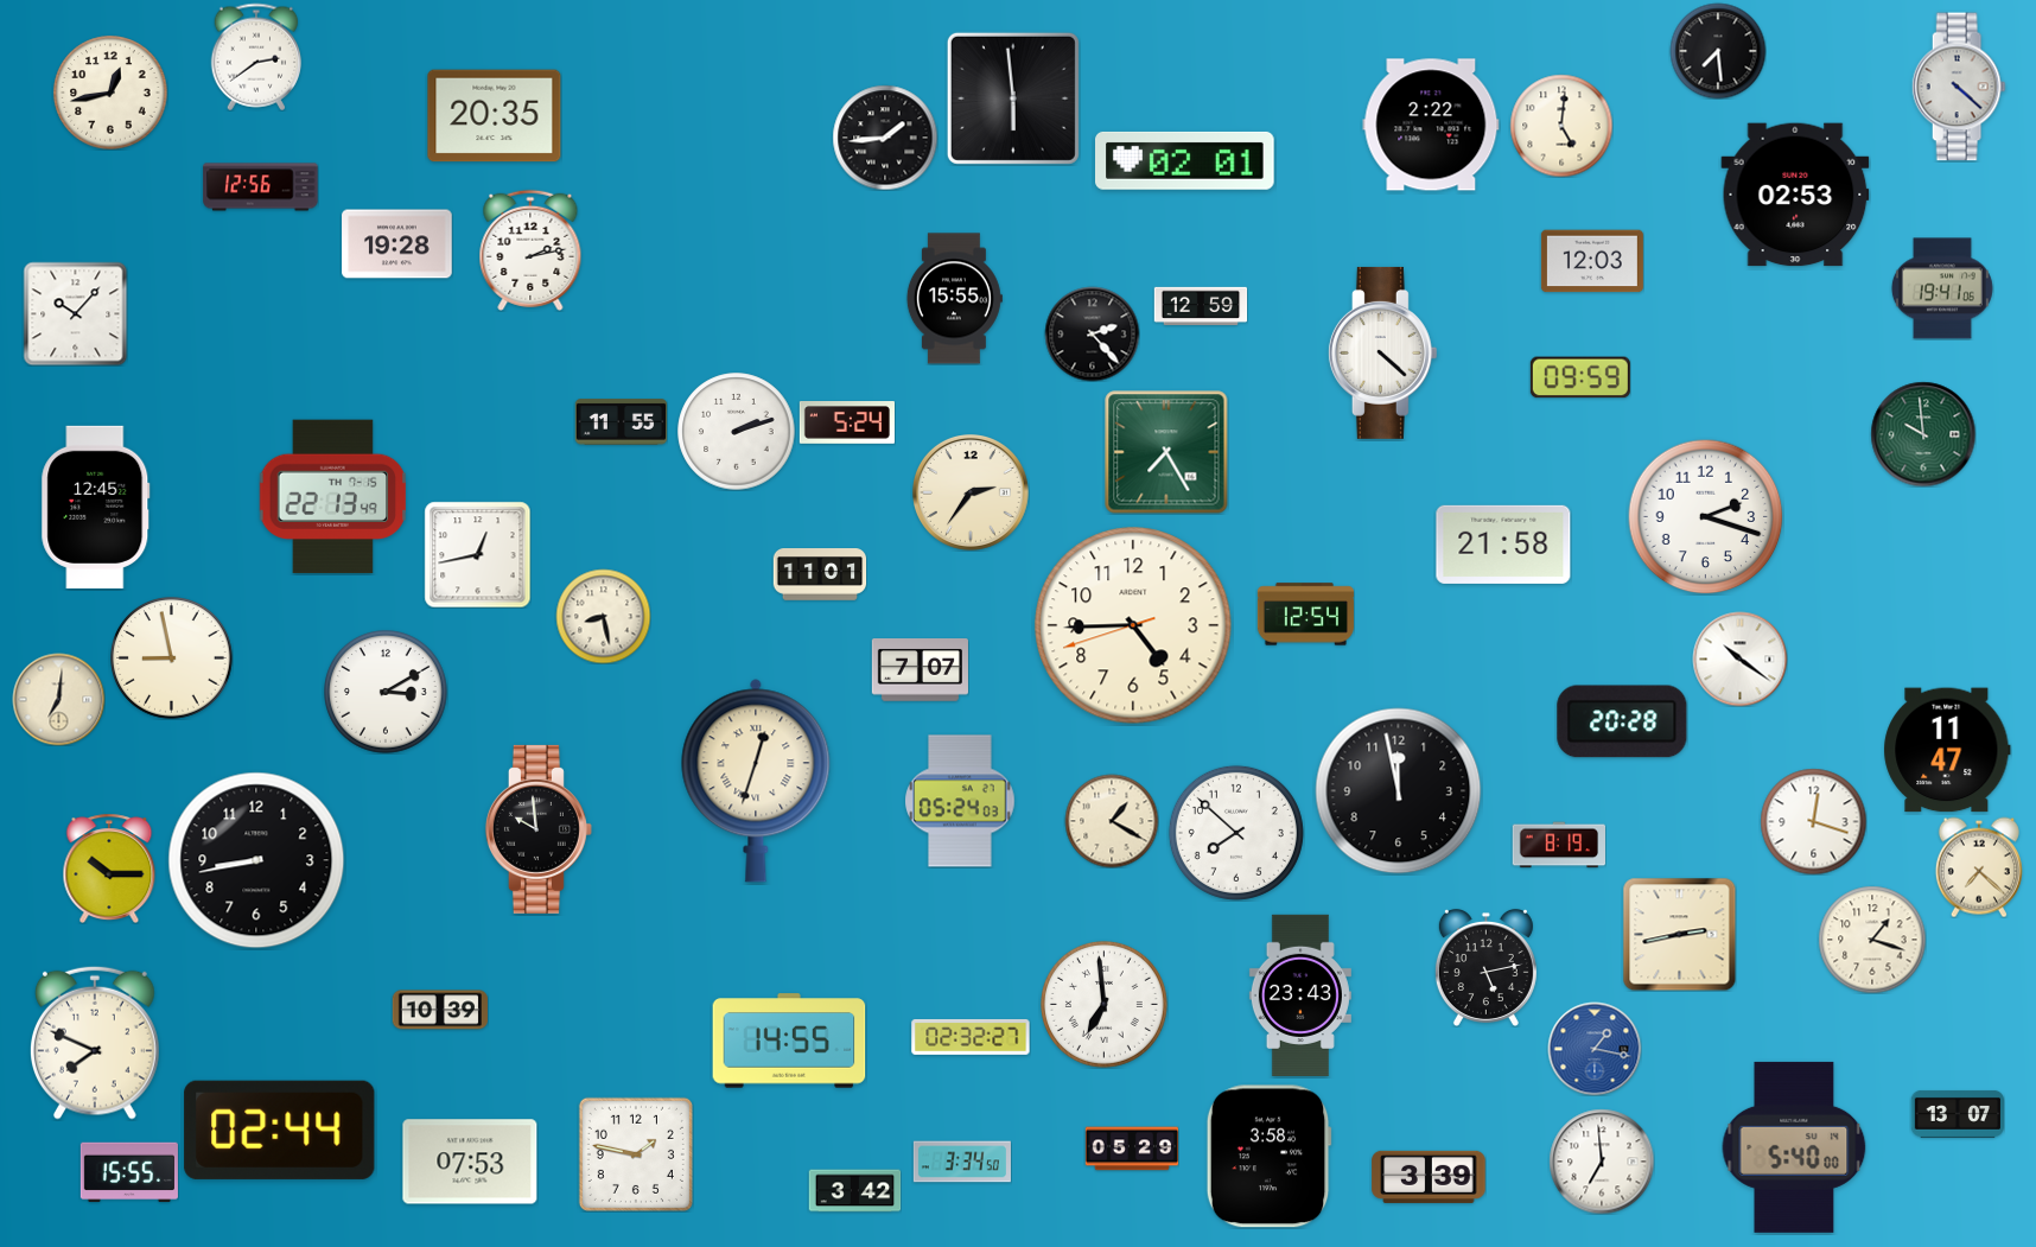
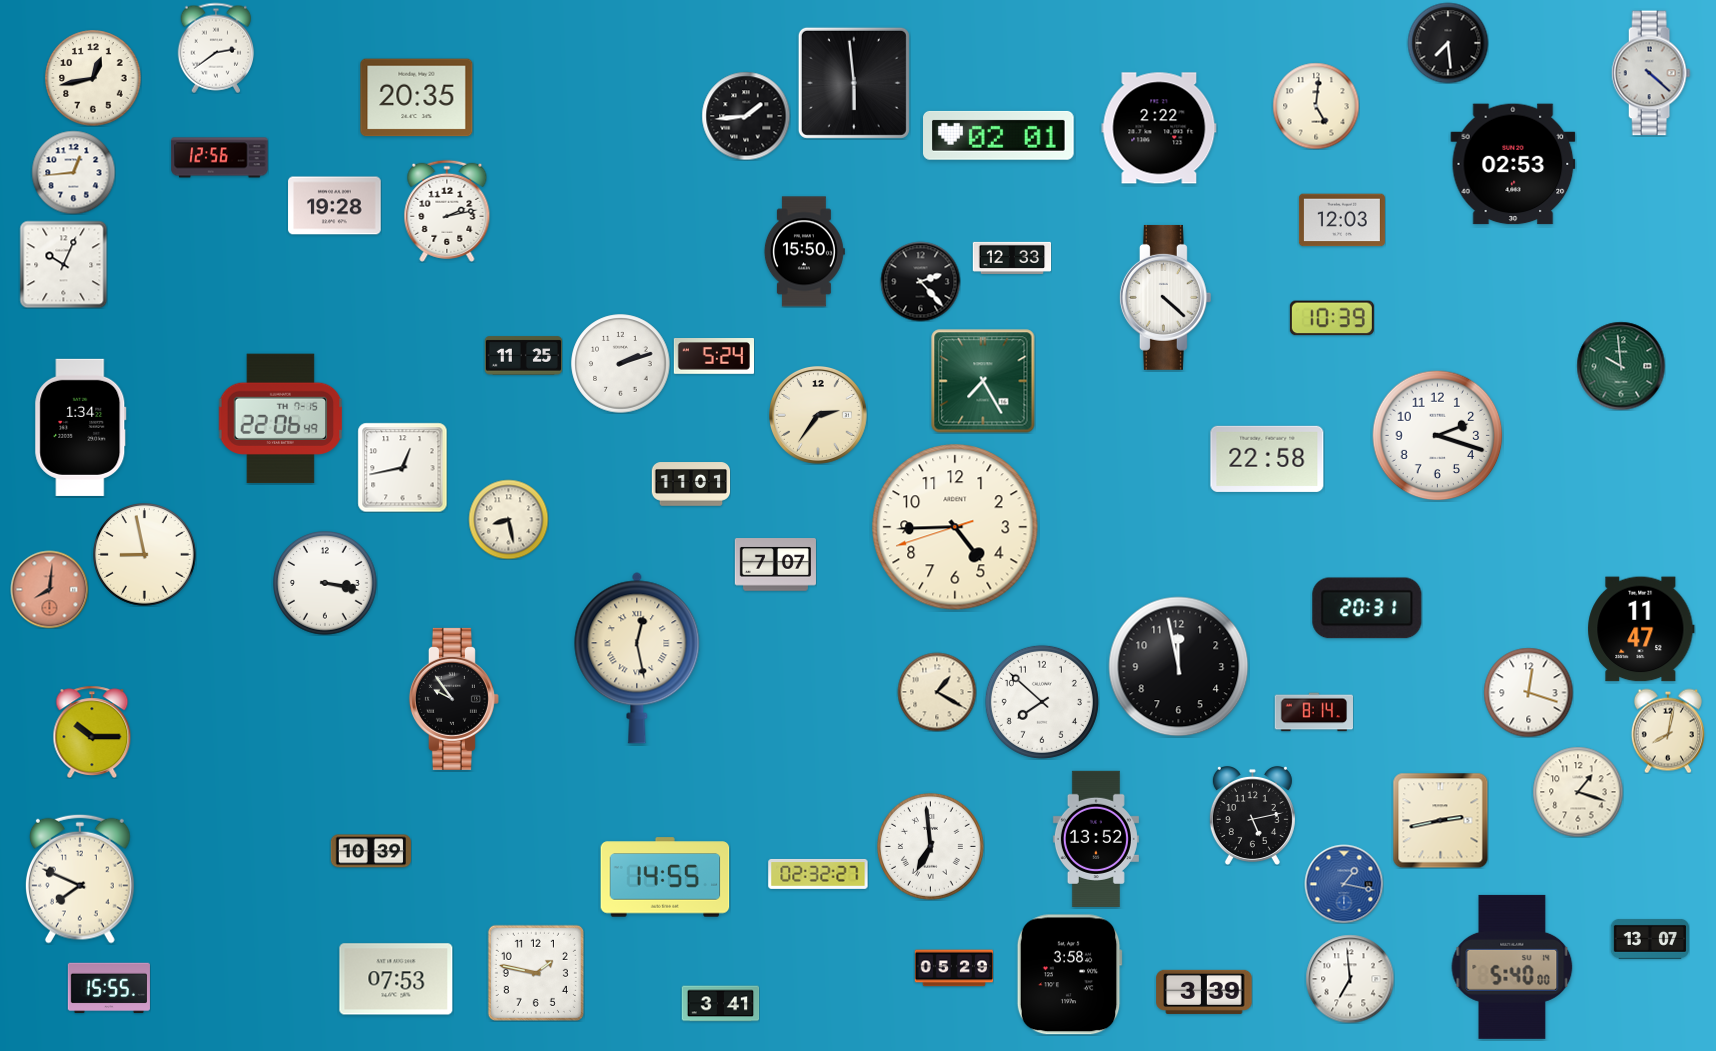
clock at (1431, 125) position: (1431, 125) -> (1159, 128)
clock at (73, 172): none -> 12:44
clock at (1942, 288): 19:41 -> none
clock at (954, 299): 15:55 -> 15:50
clock at (1201, 306): 12:59 -> 12:33
clock at (75, 313): 10:07 -> 10:04
clock at (1580, 377): 09:59 -> 10:39
clock at (621, 422): 11:55 -> 11:25
clock at (333, 497): 22:13 -> 22:06
clock at (96, 507): 12:45 -> 1:34
clock at (1503, 545): 21:58 -> 22:58
clock at (1305, 615): 12:54 -> none
clock at (1739, 659): 10:21 -> none
clock at (387, 693): 3:10 -> 3:17
clock at (58, 699): 7:01 -> 8:01
clock at (58, 699) dial: cream -> salmon
clock at (1622, 721): 20:28 -> 20:31
clock at (1947, 750) position: (1947, 750) -> (1641, 629)
clock at (756, 781): 12:33 -> 12:28
clock at (960, 801): 05:24 -> none
clock at (539, 829): 9:59 -> 9:54
clock at (1558, 845): 8:19 -> 8:14
clock at (256, 860): 8:43 -> none
clock at (1979, 867): 7:22 -> 8:02
clock at (1679, 934) position: (1679, 934) -> (1440, 820)
clock at (1300, 995): 23:43 -> 13:52
clock at (280, 1130): 02:44 -> none
clock at (962, 1162): 3:34 -> none
clock at (854, 1191): 3:42 -> 3:41
